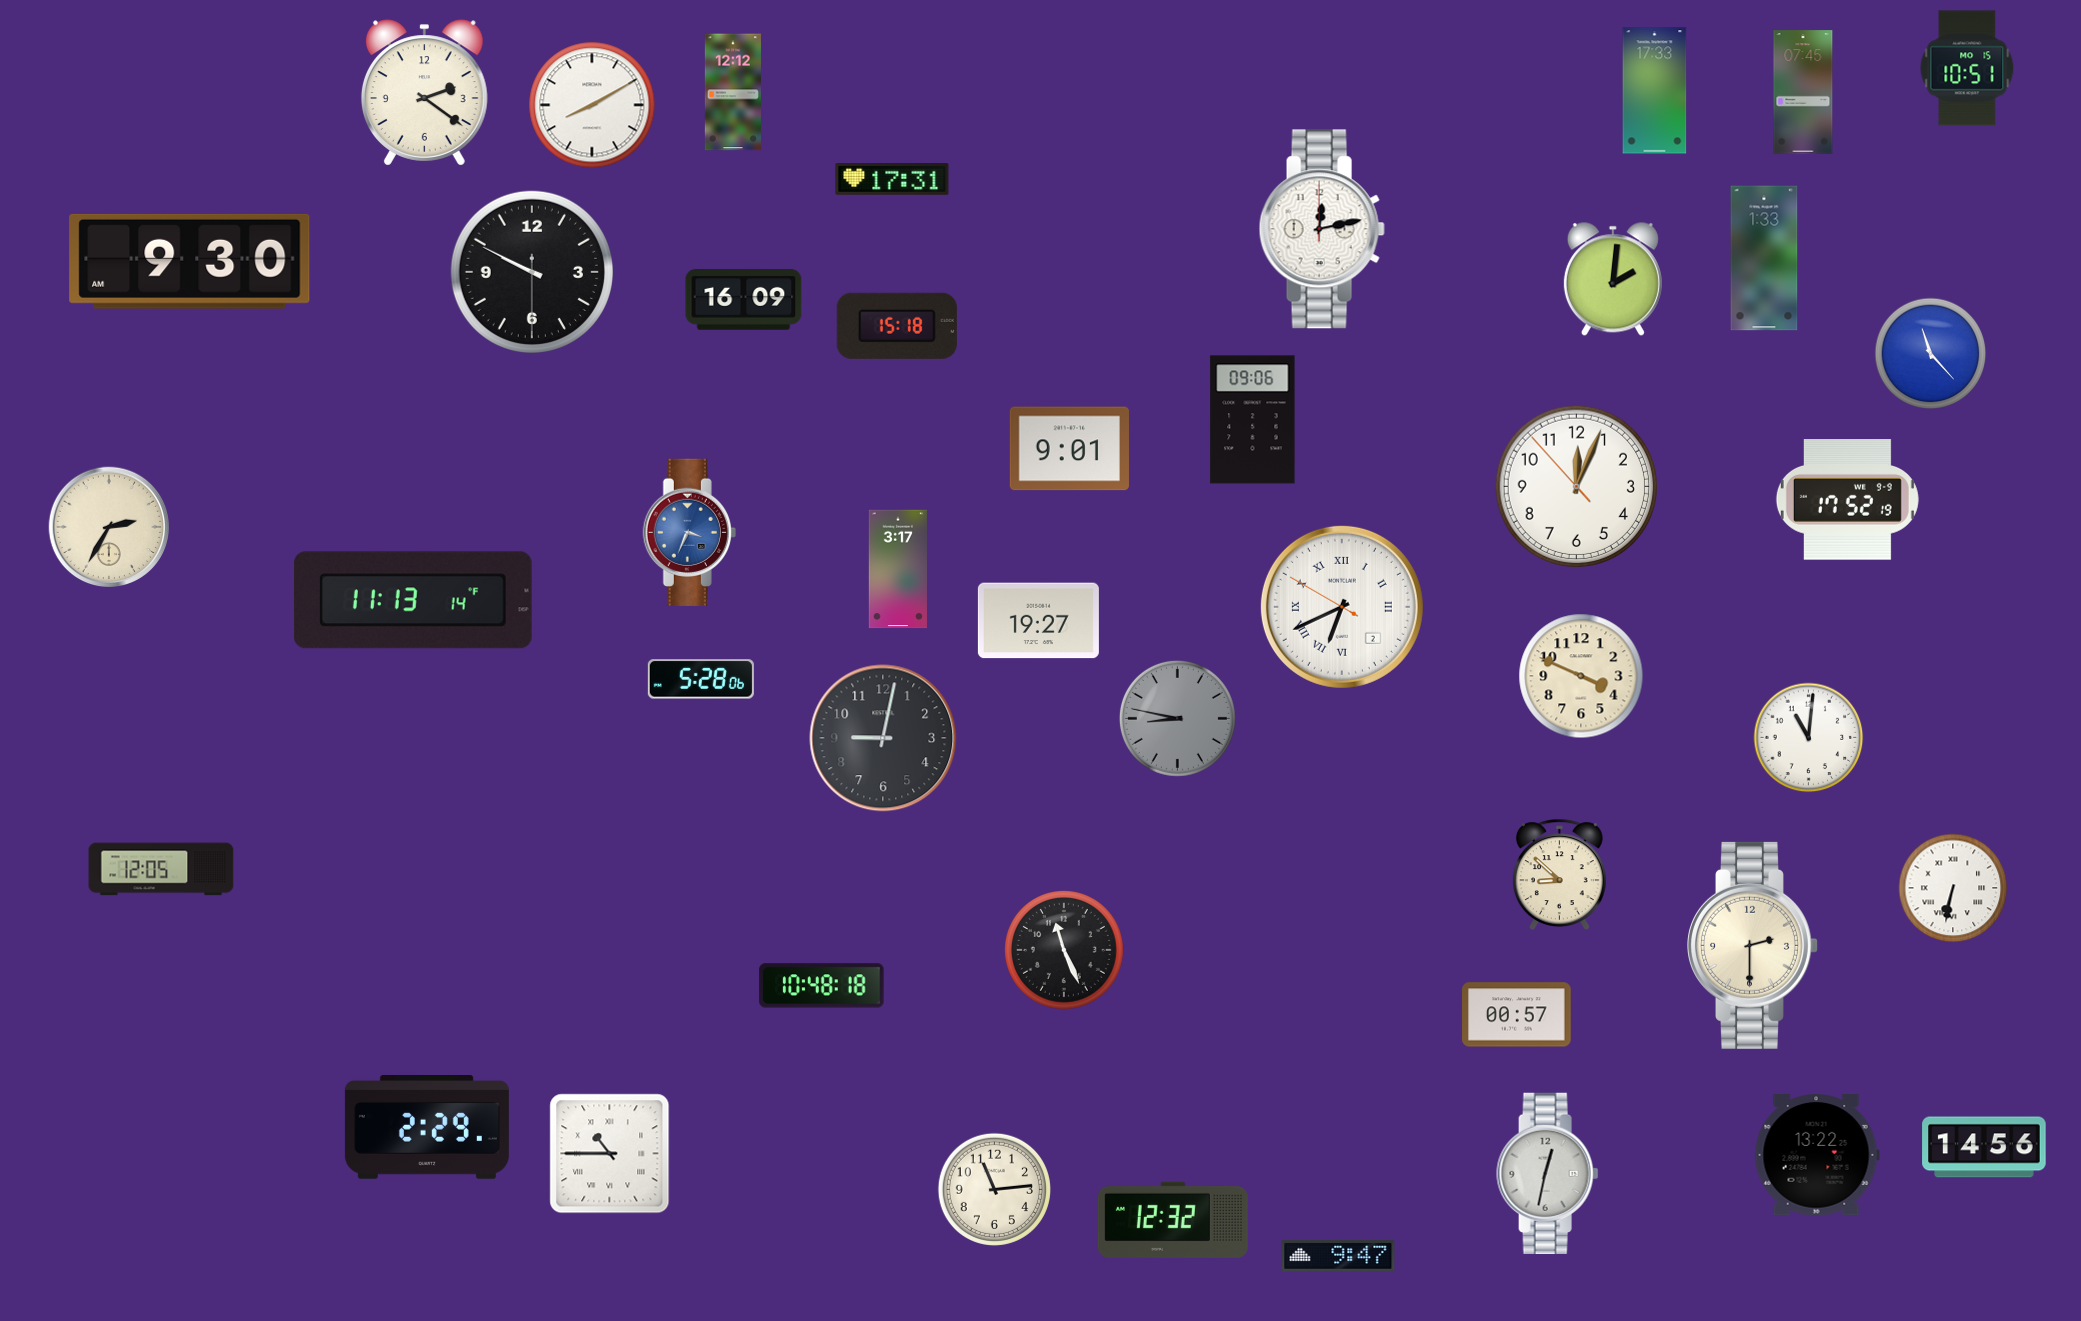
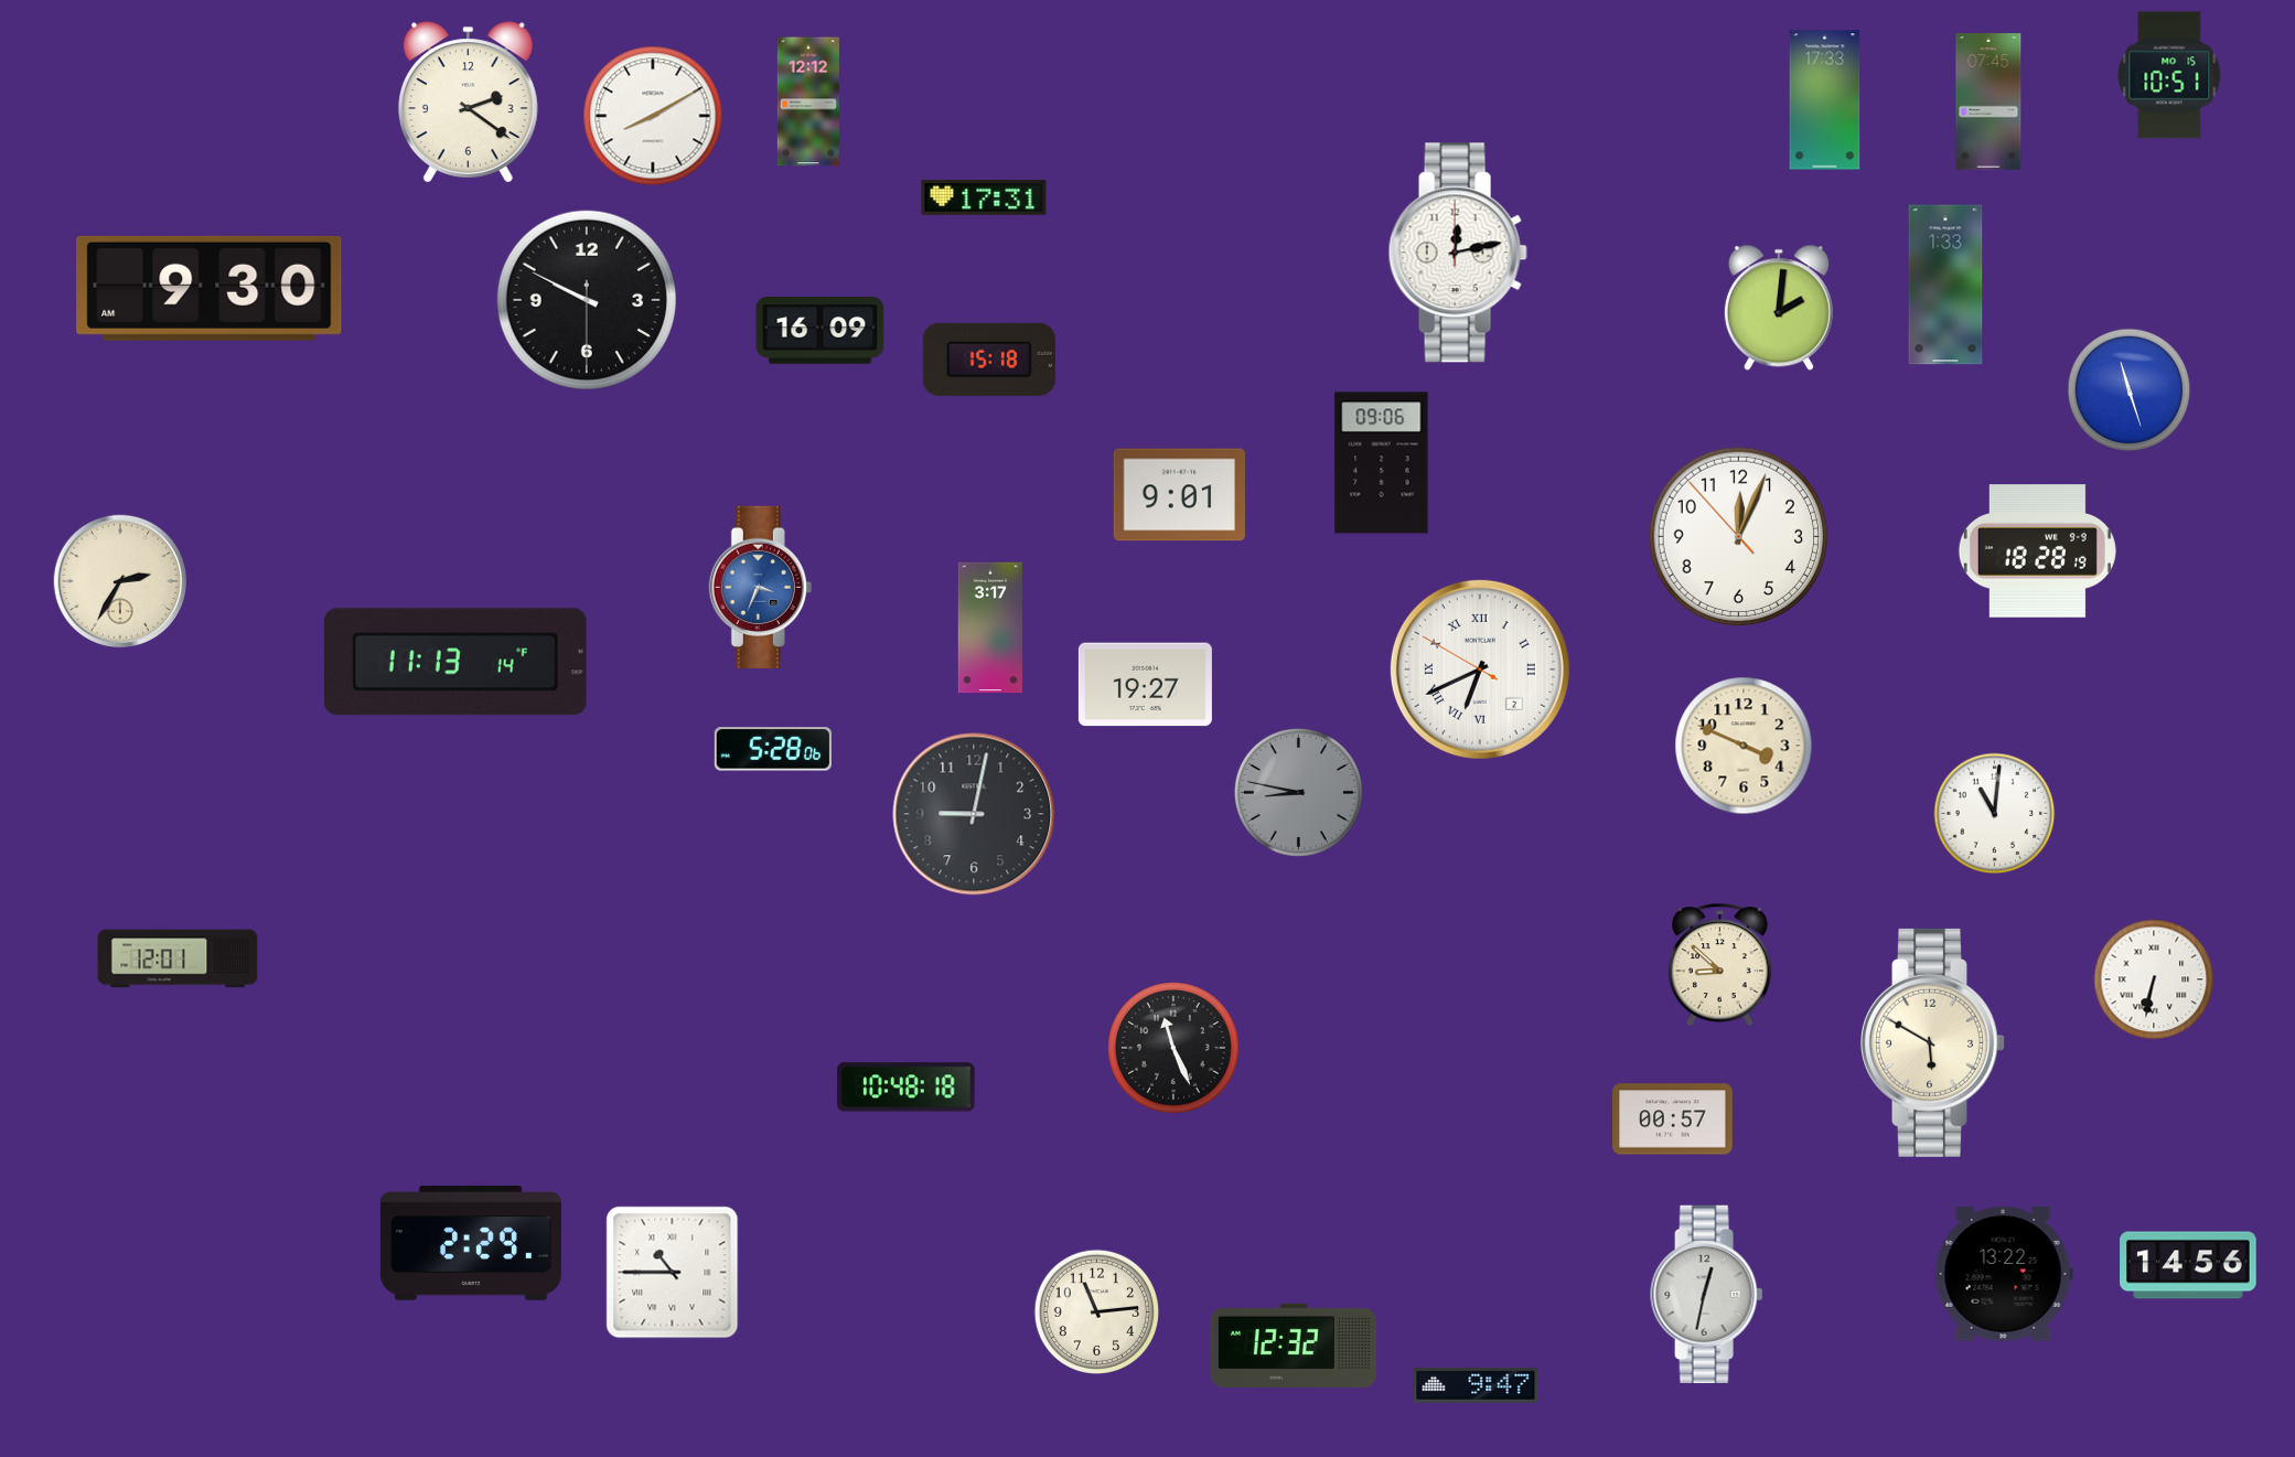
clock at (1931, 354): 11:23 -> 11:27
clock at (1847, 500): 17:52 -> 18:28
clock at (161, 869): 12:05 -> 12:01
clock at (1753, 945): 2:30 -> 5:50
